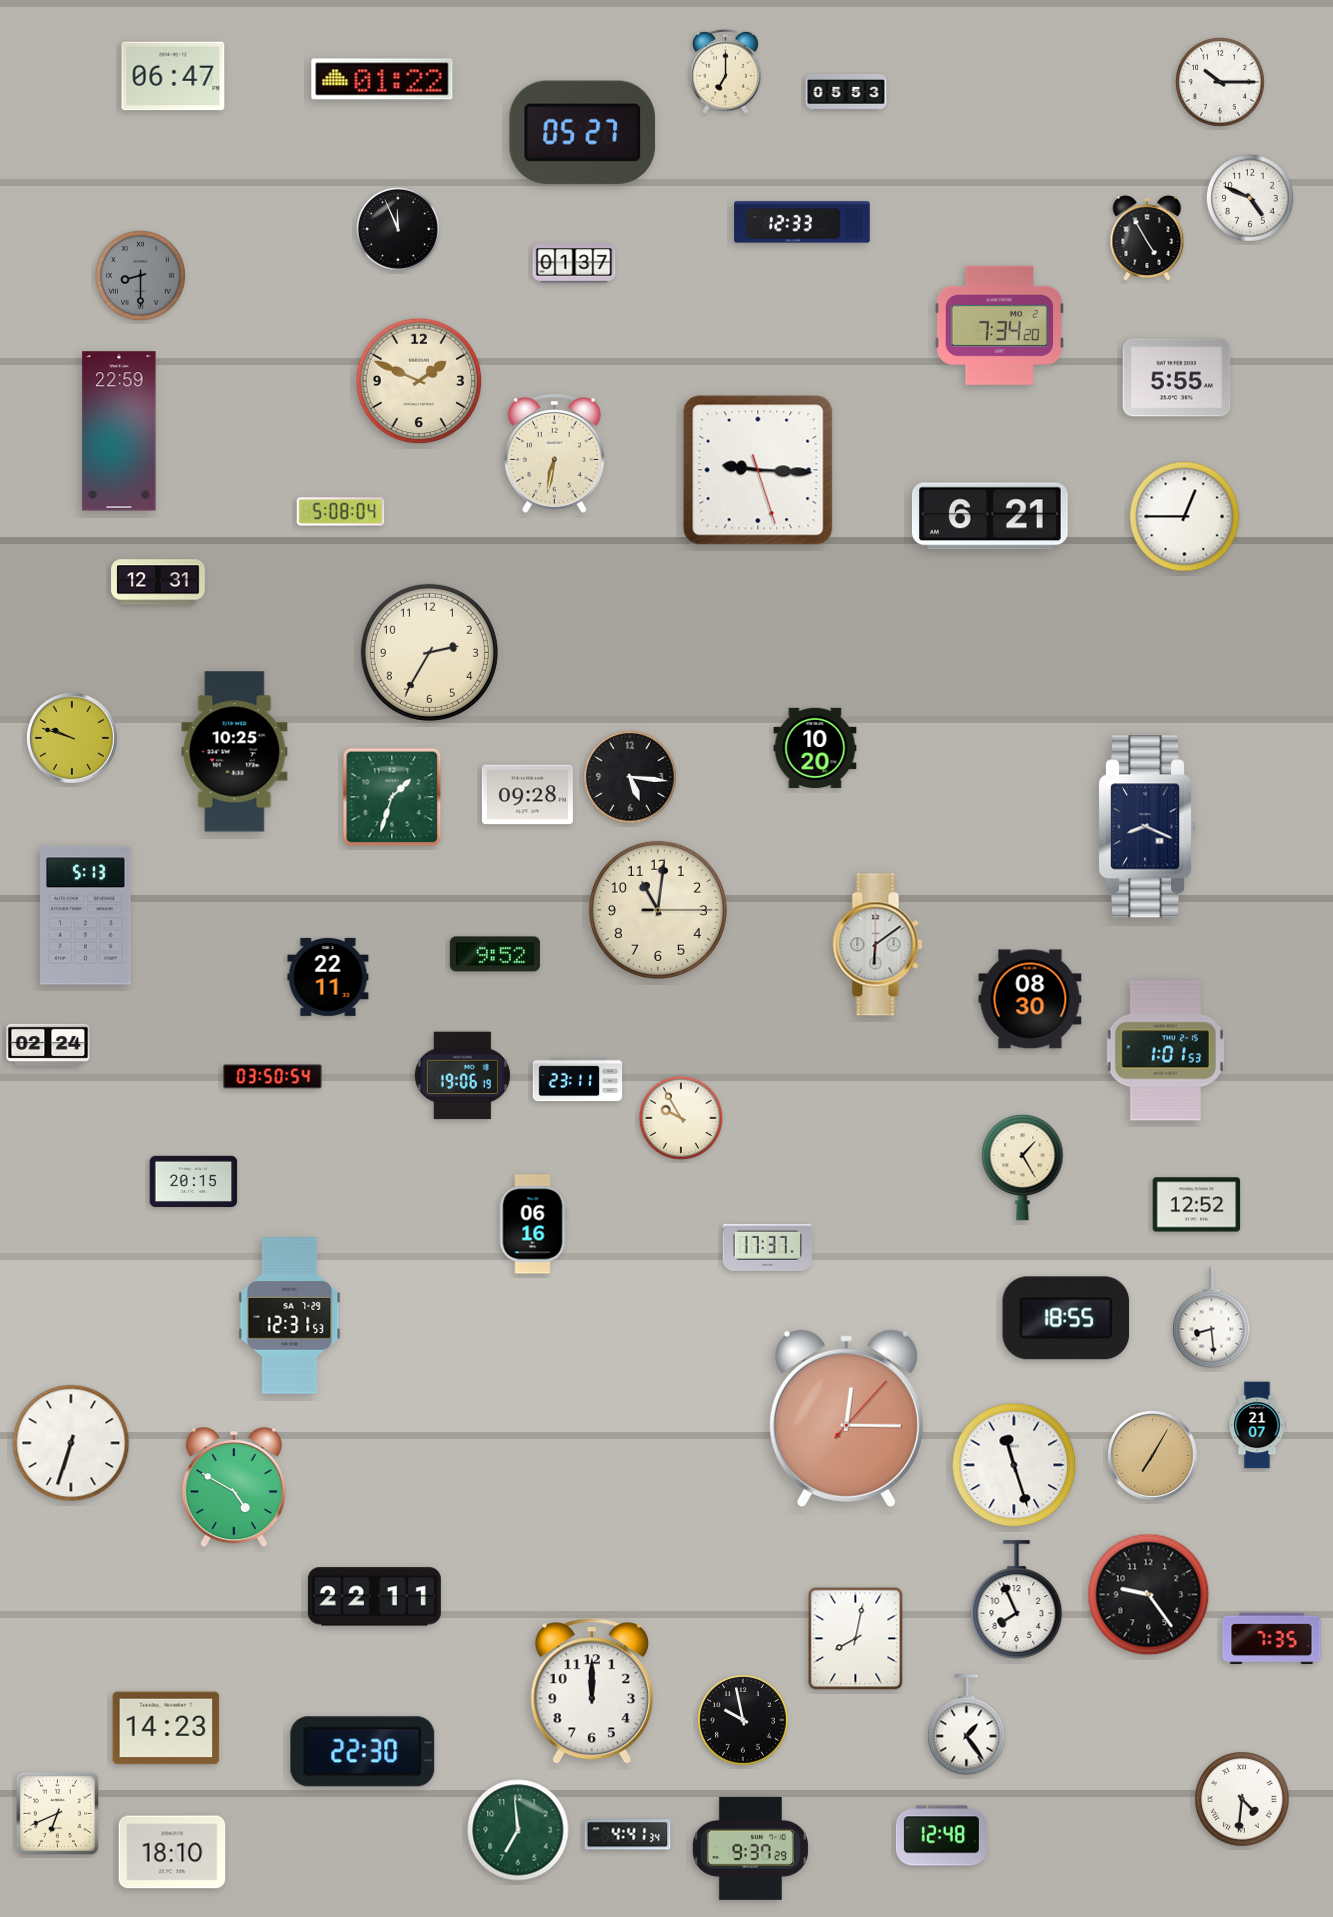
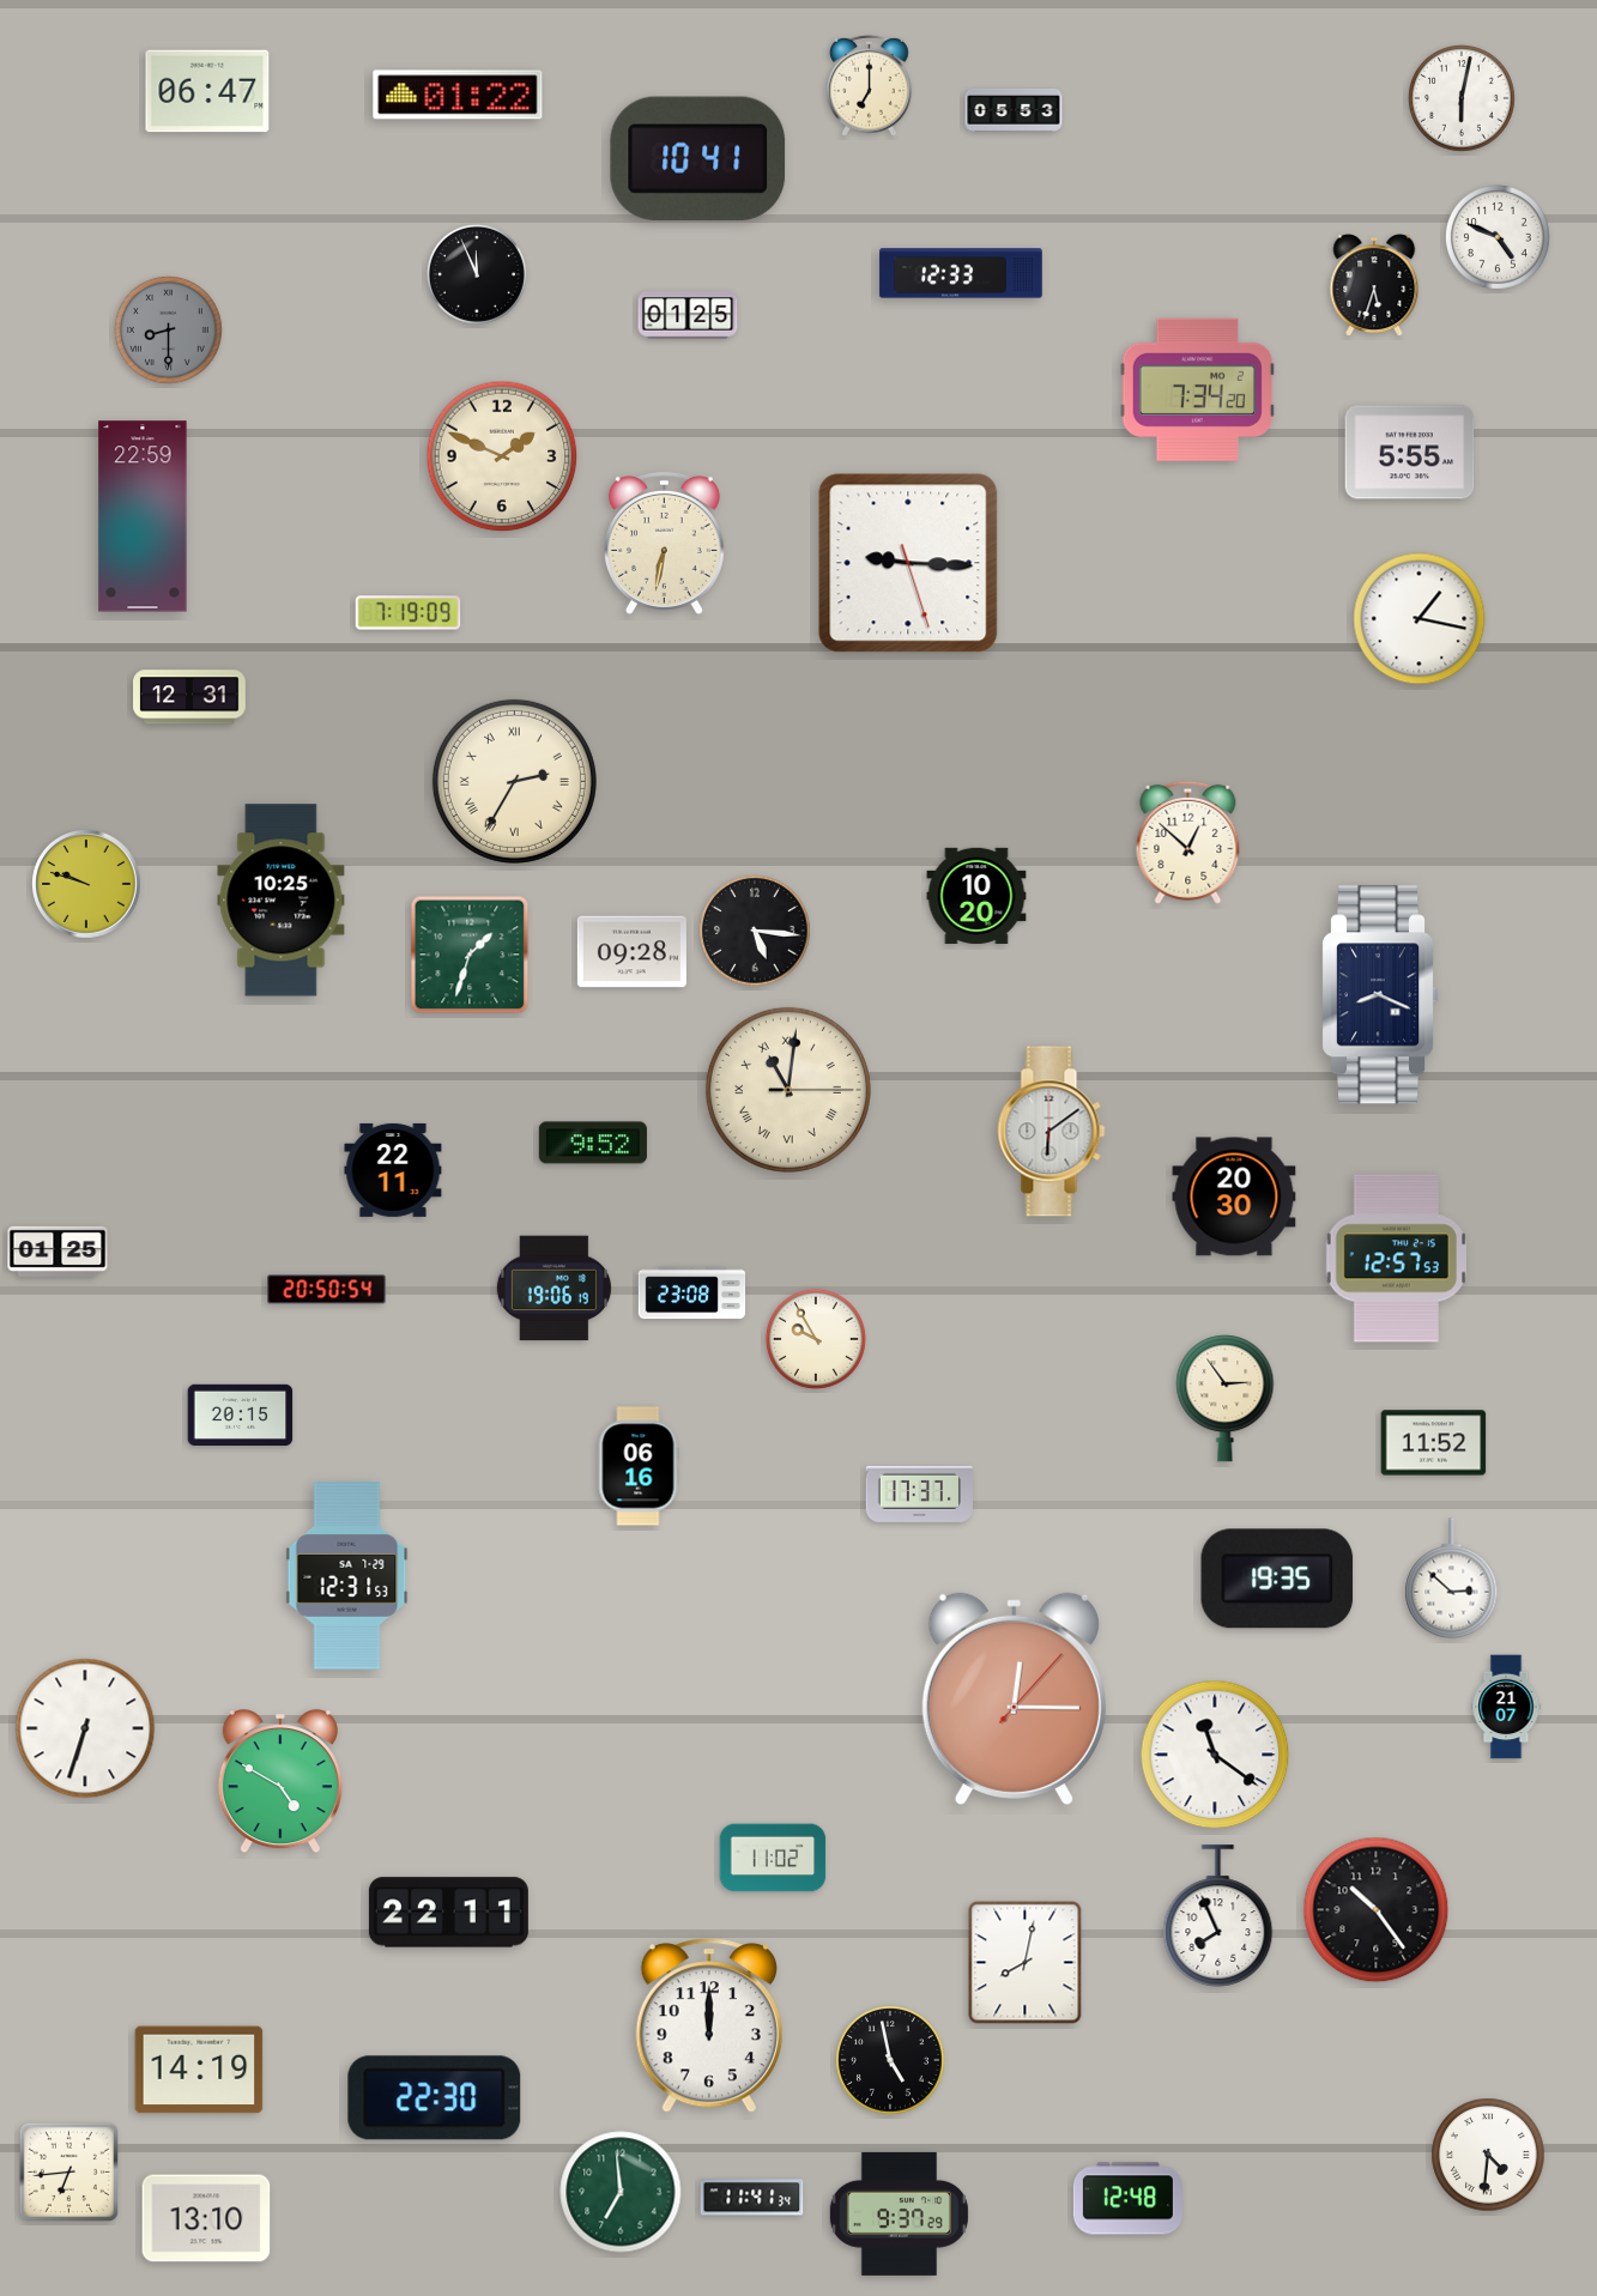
clock at (1221, 83): 10:15 -> 6:02
clock at (583, 132): 05:27 -> 10:41
clock at (802, 222) position: (802, 222) -> (961, 273)
clock at (1147, 238): 4:55 -> 5:33
clock at (574, 263): 01:37 -> 01:25
clock at (341, 512): 5:08 -> 7:19
clock at (990, 516): 6:21 -> none
clock at (1185, 517): 12:45 -> 1:17
clock at (429, 652) numerals: Arabic -> Roman
clock at (1188, 842): none -> 12:52
clock at (1148, 827) position: (1148, 827) -> (1381, 995)
clock at (658, 910) numerals: Arabic -> Roman
clock at (86, 916): 5:13 -> none
clock at (1030, 999): 08:30 -> 20:30
clock at (48, 1045): 02:24 -> 01:25
clock at (1165, 1051): 1:01 -> 12:57
clock at (273, 1077): 03:50 -> 20:50
clock at (578, 1080): 23:11 -> 23:08
clock at (1023, 1168): 1:25 -> 2:54
clock at (194, 1181) position: (194, 1181) -> (241, 1414)
clock at (1197, 1205): 12:52 -> 11:52
clock at (1066, 1318): 18:55 -> 19:35
clock at (1212, 1318): 8:29 -> 2:52
clock at (1153, 1456): 7:05 -> none
clock at (1014, 1465): 11:27 -> 11:21
clock at (773, 1858): none -> 11:02
clock at (1149, 1595): 9:24 -> 10:24
clock at (1272, 1639): 7:35 -> none
clock at (743, 1720): 9:58 -> 4:58
clock at (967, 1725): 1:24 -> none
clock at (166, 1728): 14:23 -> 14:19
clock at (57, 1813): 6:41 -> 6:44
clock at (628, 1835): 4:41 -> 11:41
clock at (172, 1852): 18:10 -> 13:10
